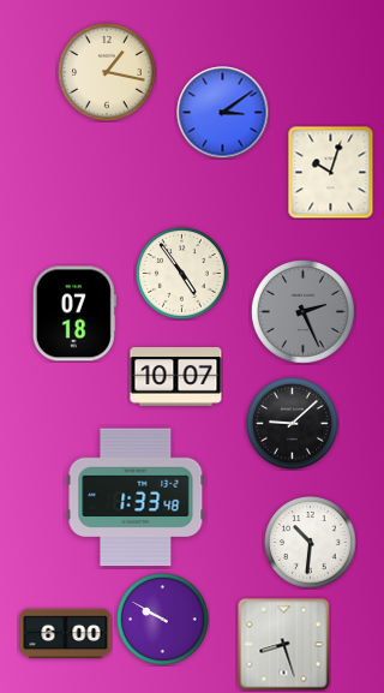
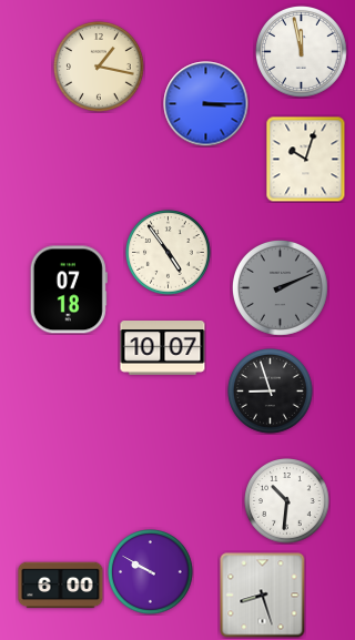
clock at (302, 52): none -> 11:58
clock at (223, 113): 3:09 -> 3:15
clock at (302, 311): 2:26 -> 2:11
clock at (293, 424): 9:08 -> 8:57
clock at (136, 497): 1:33 -> none
